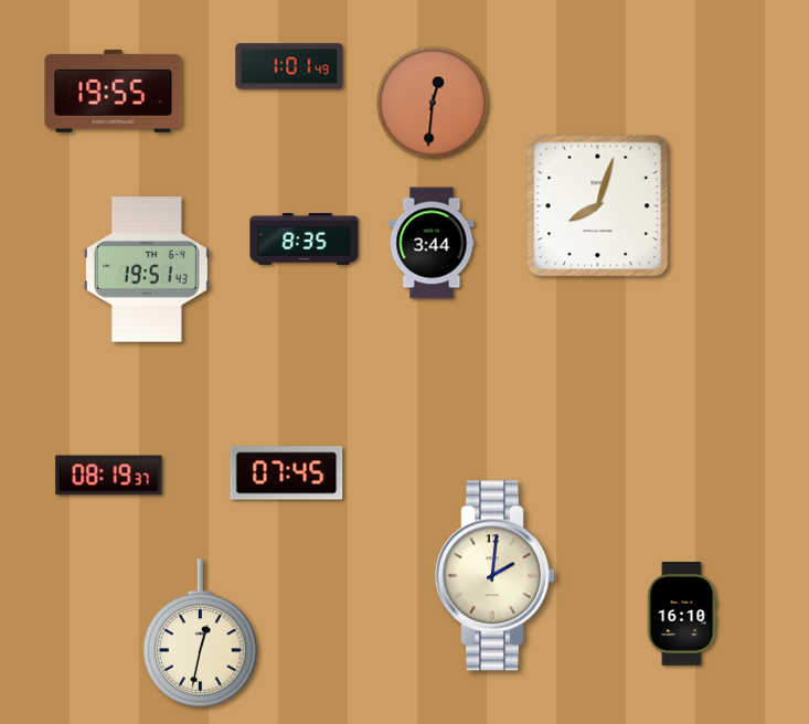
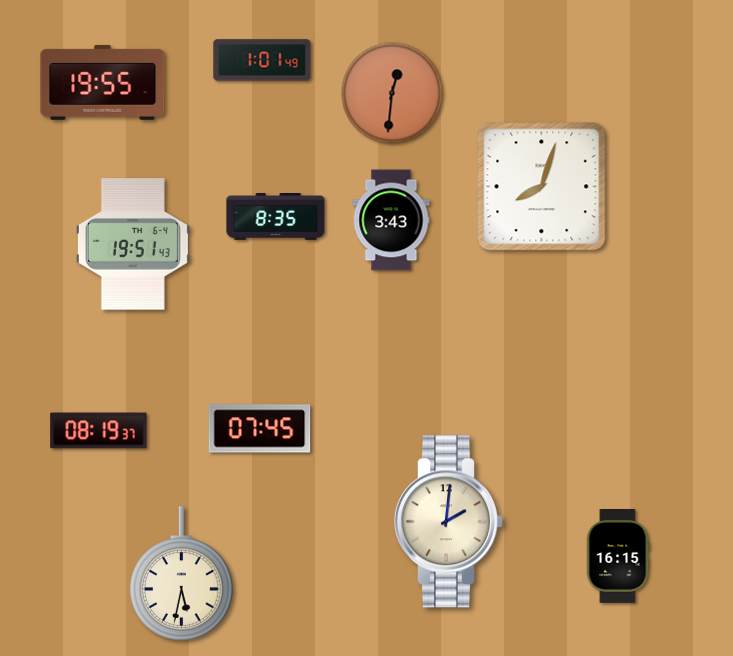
clock at (432, 243): 3:44 -> 3:43
clock at (682, 615): 16:10 -> 16:15
clock at (201, 633): 12:32 -> 5:32
